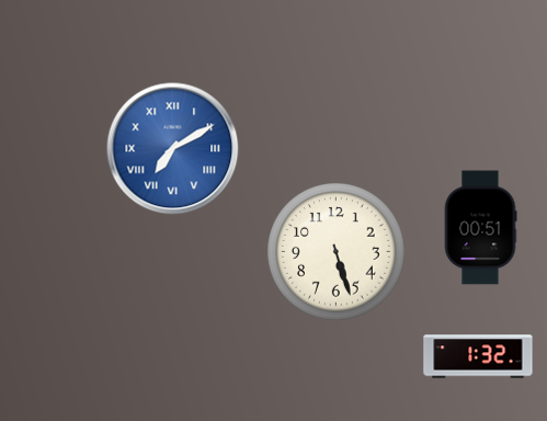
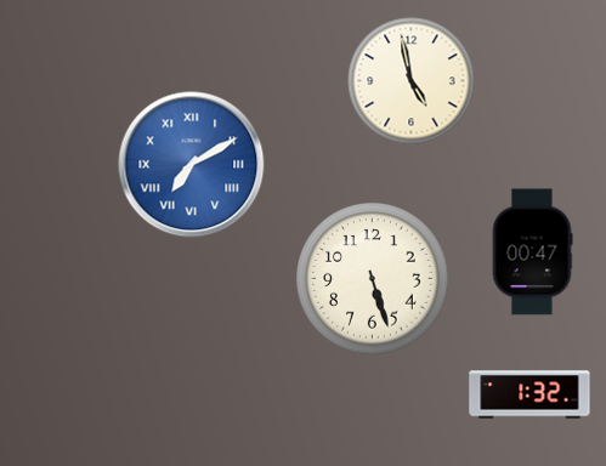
clock at (412, 81): none -> 4:58
clock at (480, 228): 00:51 -> 00:47
